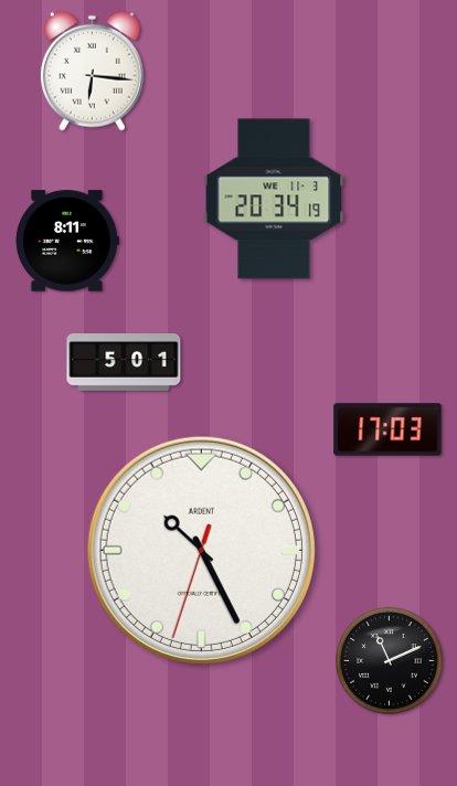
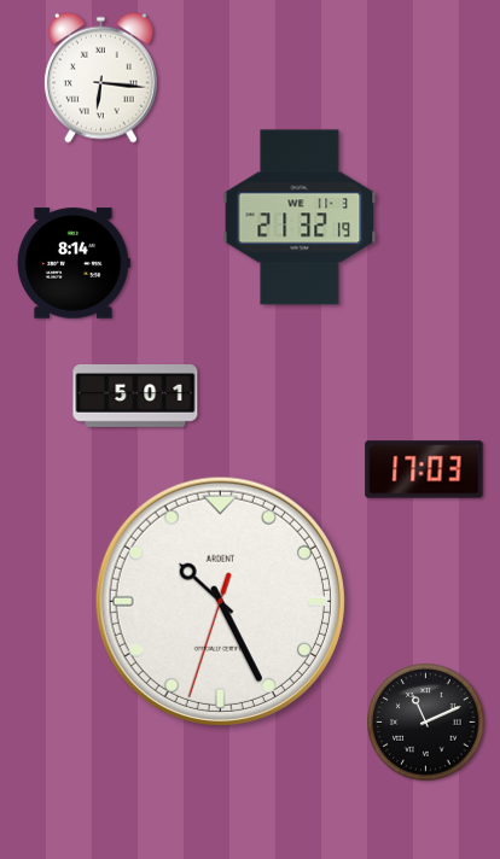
clock at (274, 199): 20:34 -> 21:32
clock at (67, 241): 8:11 -> 8:14
